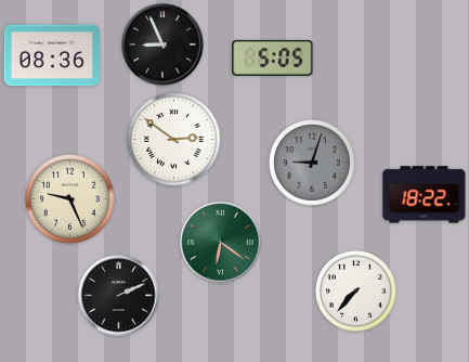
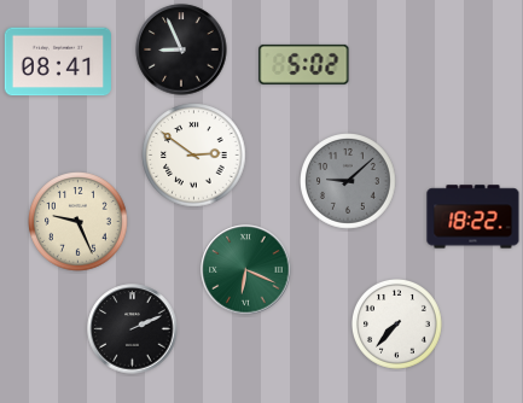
clock at (51, 55): 08:36 -> 08:41
clock at (273, 57): 5:05 -> 5:02
clock at (312, 163): 9:03 -> 9:08
clock at (221, 243): 6:21 -> 6:19
